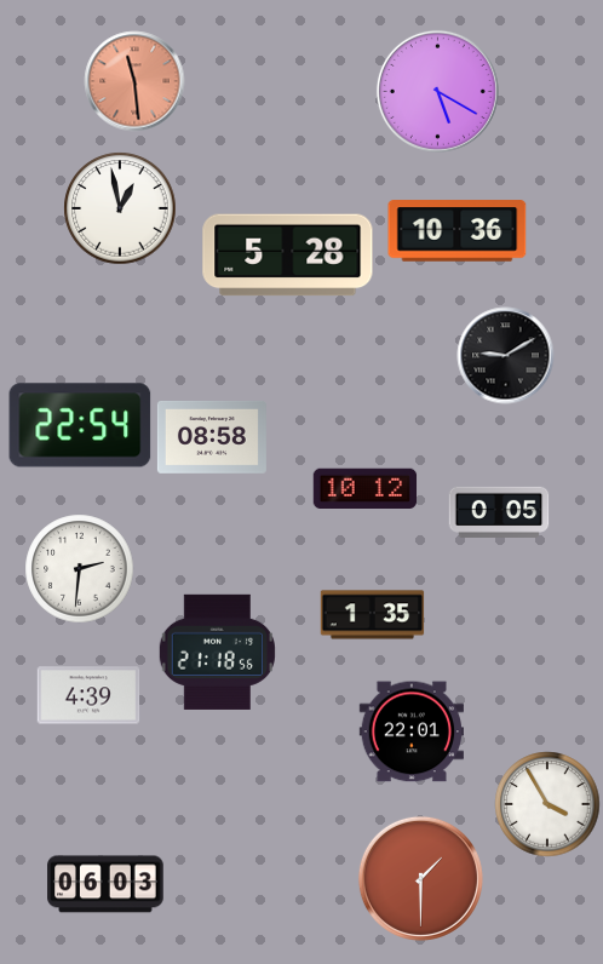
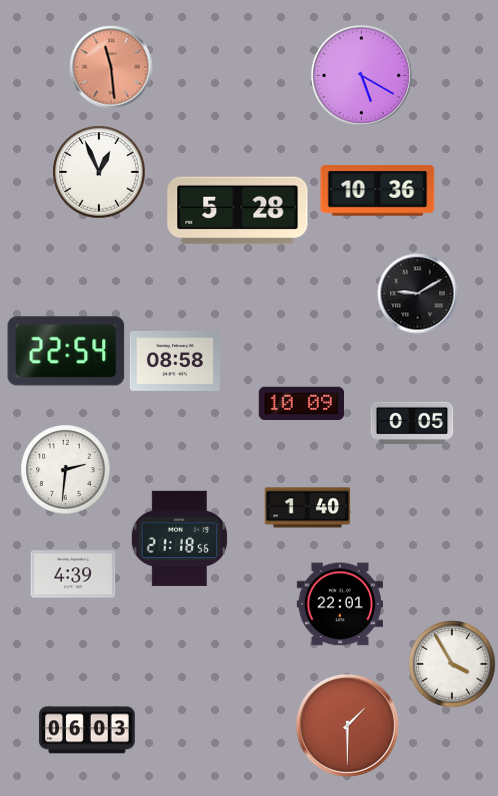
clock at (120, 208): 12:58 -> 12:56
clock at (366, 488): 10:12 -> 10:09
clock at (373, 615): 1:35 -> 1:40
